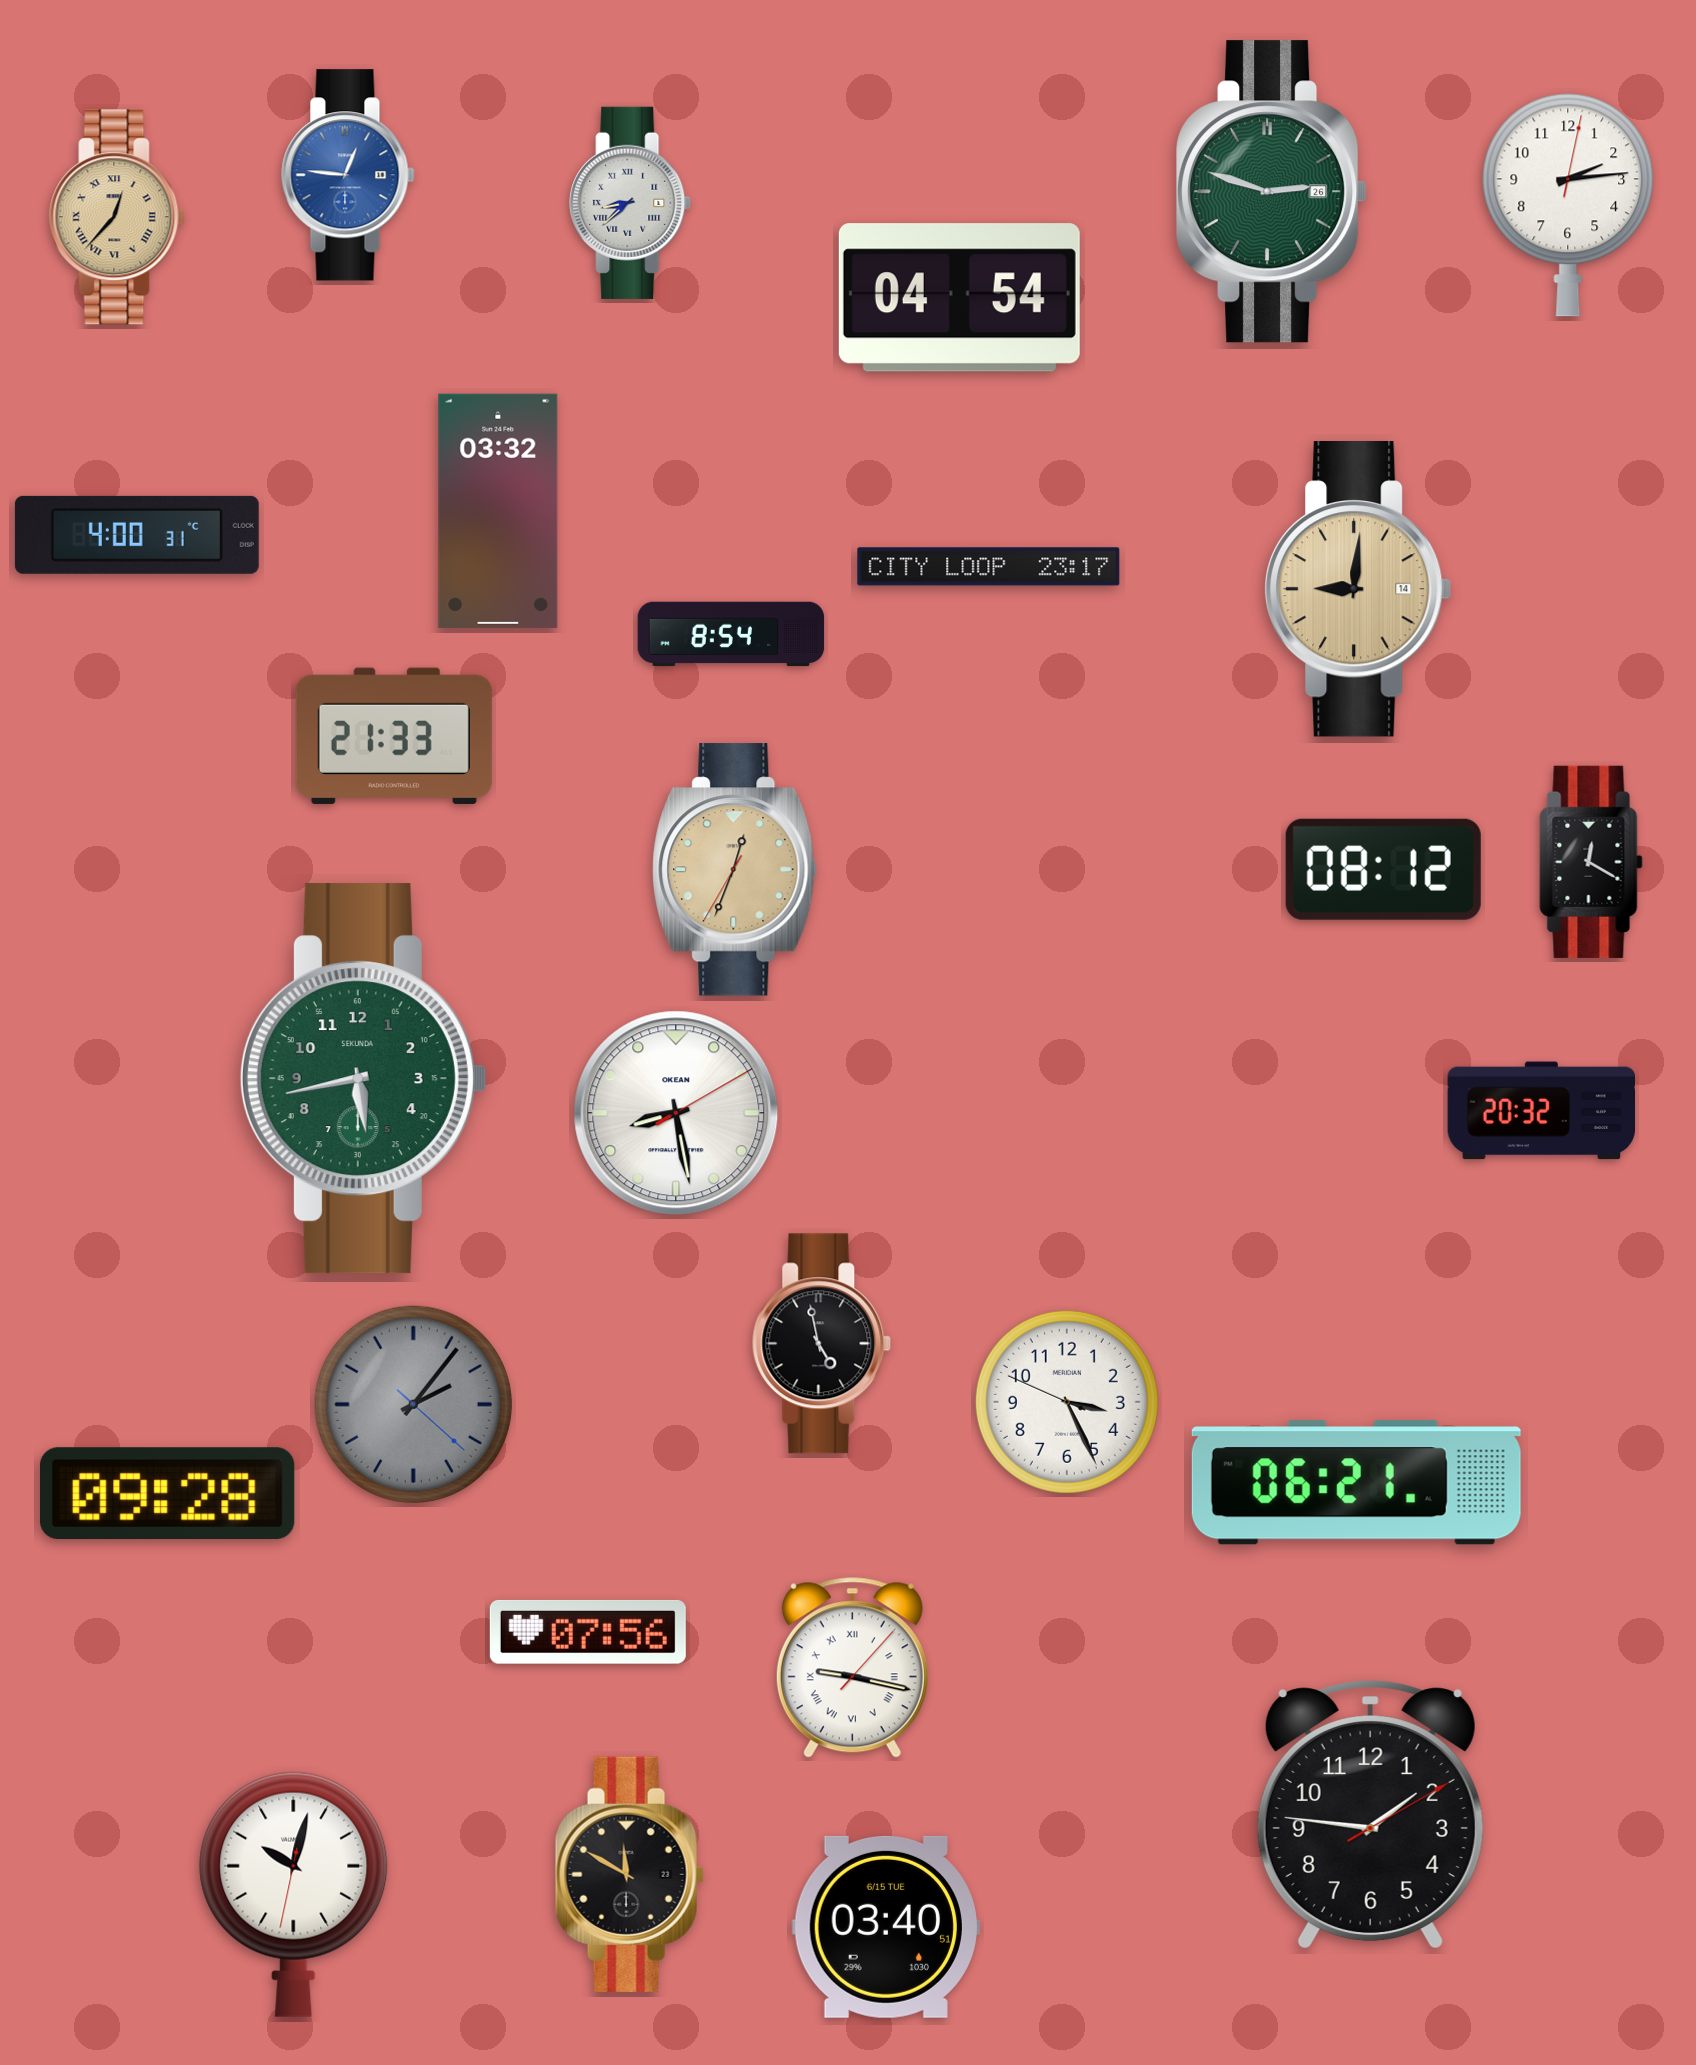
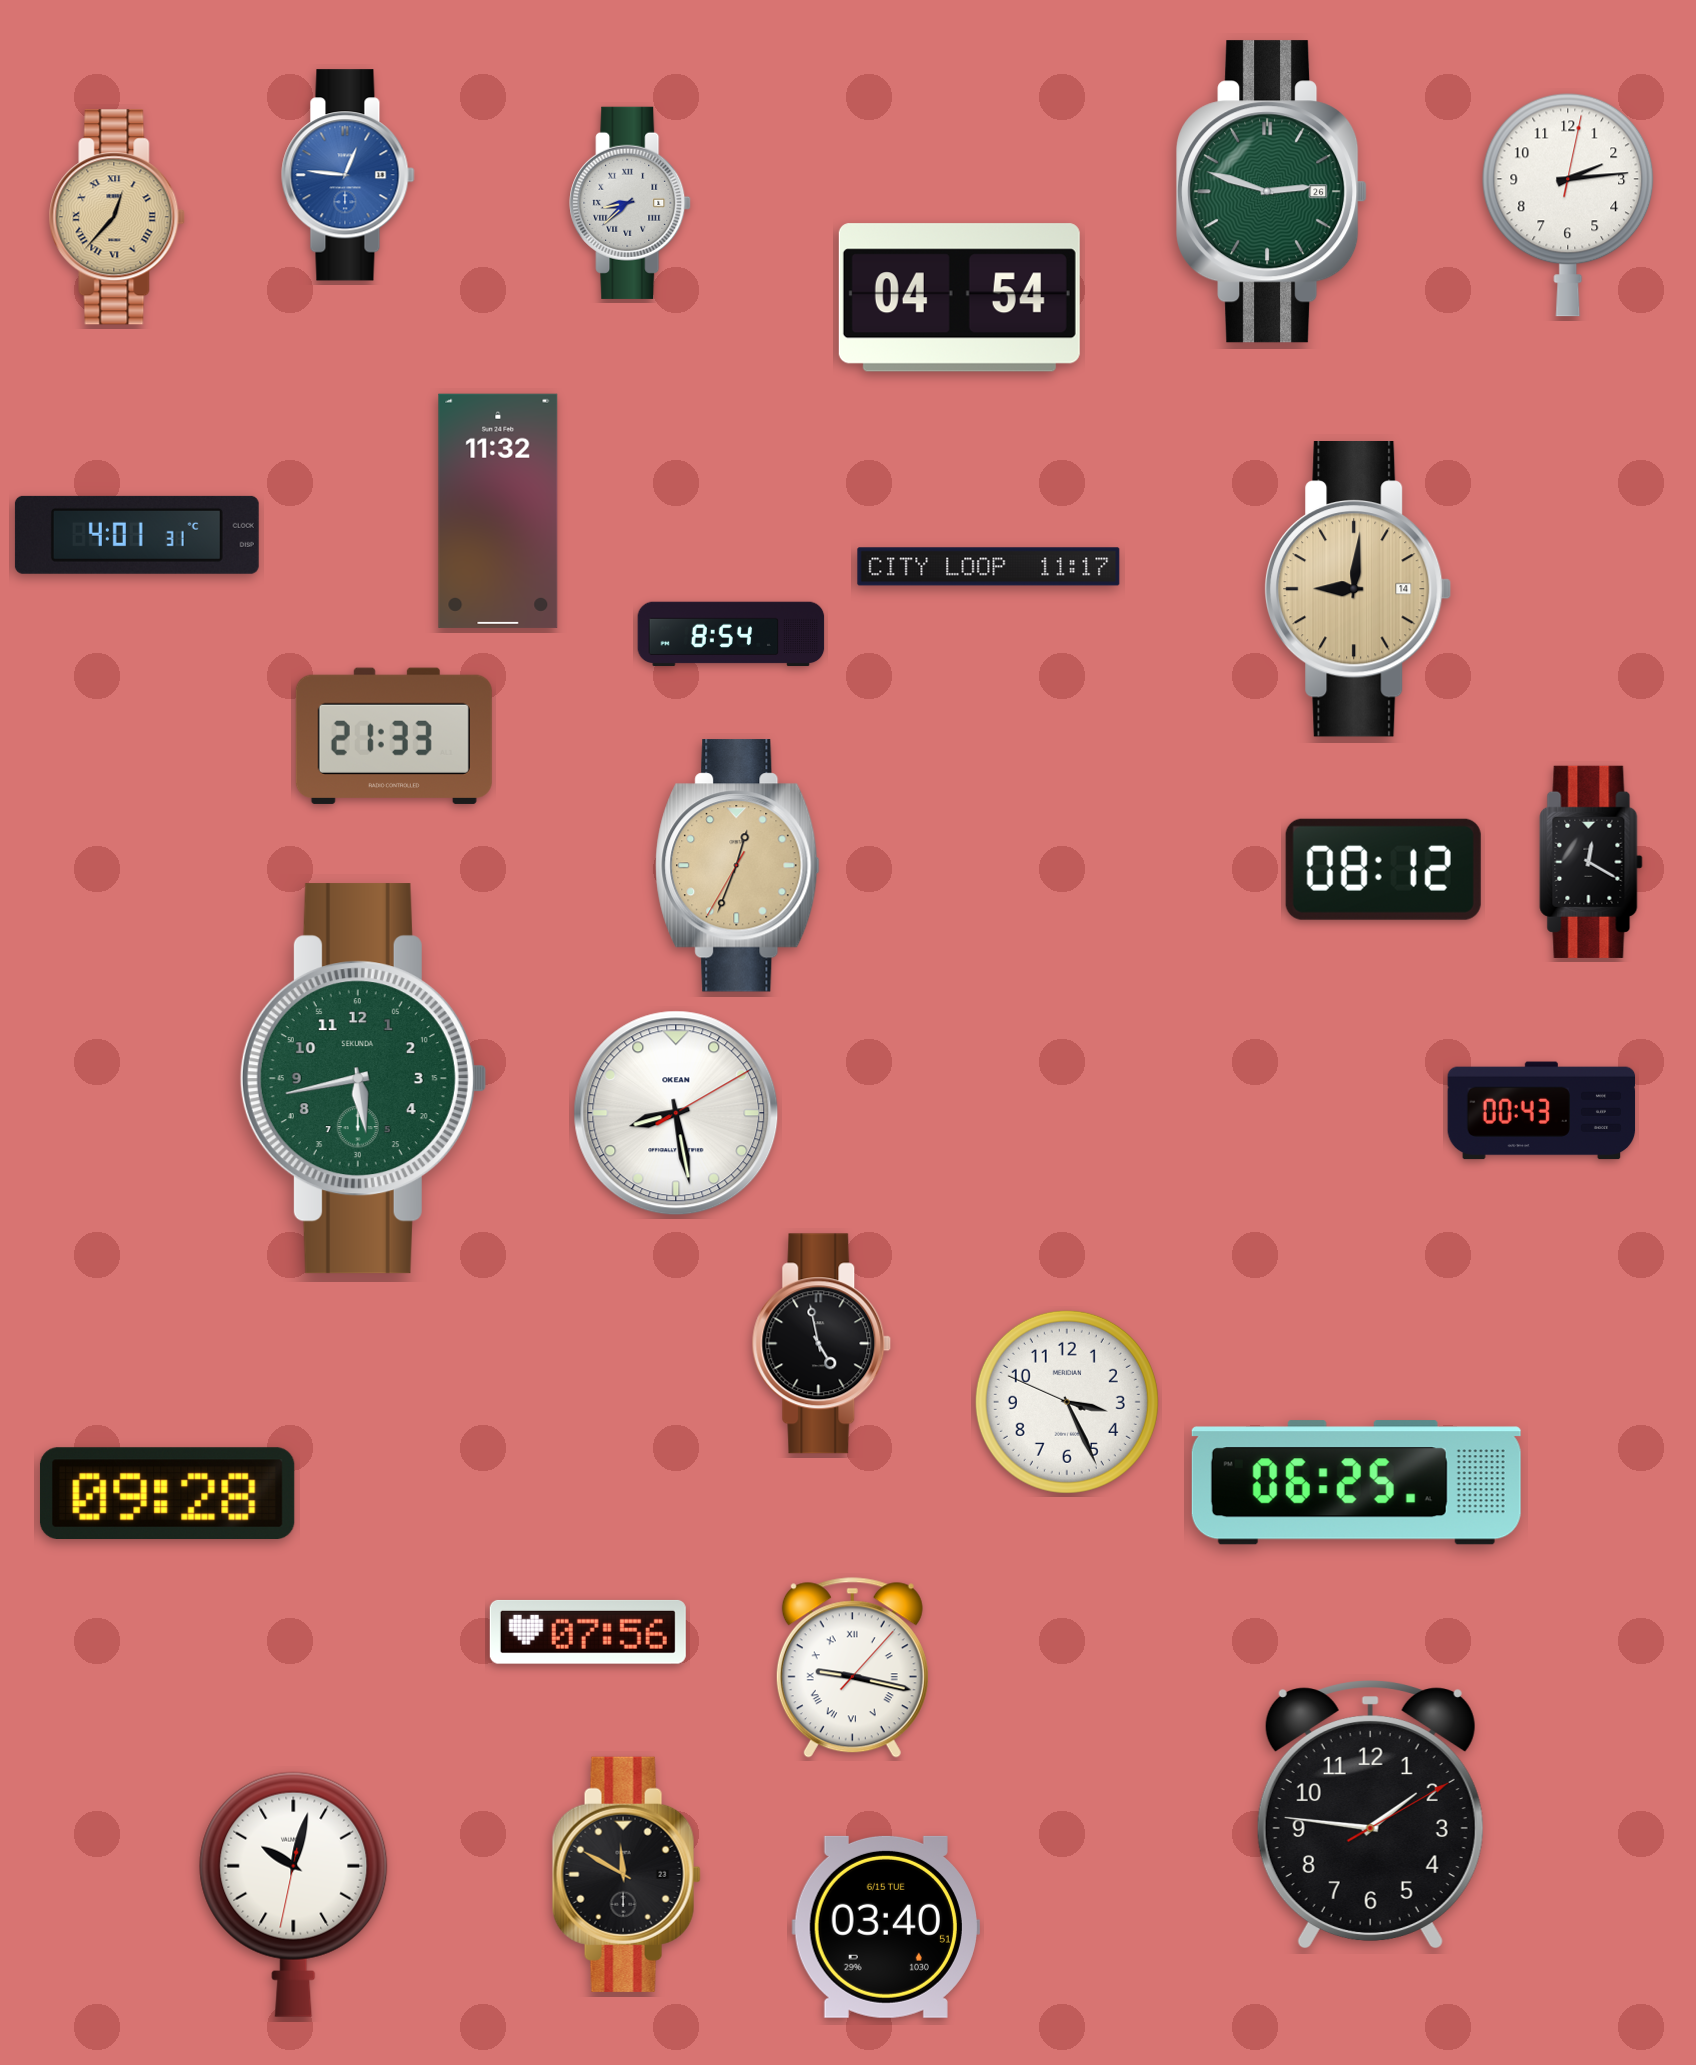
clock at (498, 511): 03:32 -> 11:32
clock at (137, 535): 4:00 -> 4:01
clock at (989, 567): 23:17 -> 11:17
clock at (735, 870) position: (735, 870) -> (738, 866)
clock at (1542, 1111): 20:32 -> 00:43
clock at (413, 1404): 2:06 -> none
clock at (1356, 1483): 06:21 -> 06:25
clock at (629, 1874) position: (629, 1874) -> (626, 1874)
